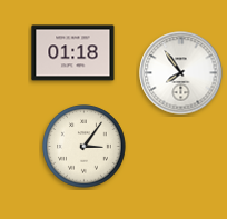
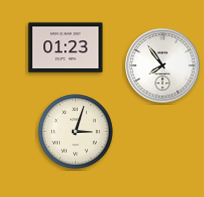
clock at (73, 53): 01:18 -> 01:23
clock at (85, 147): 3:06 -> 3:03
